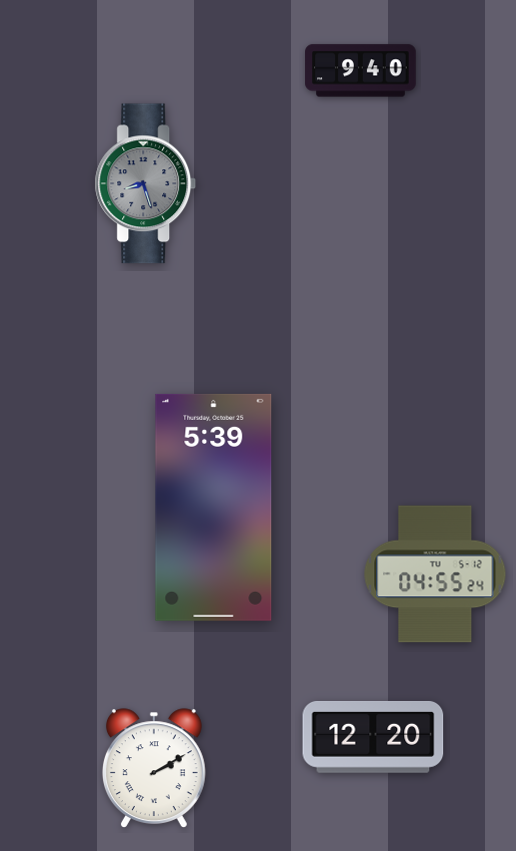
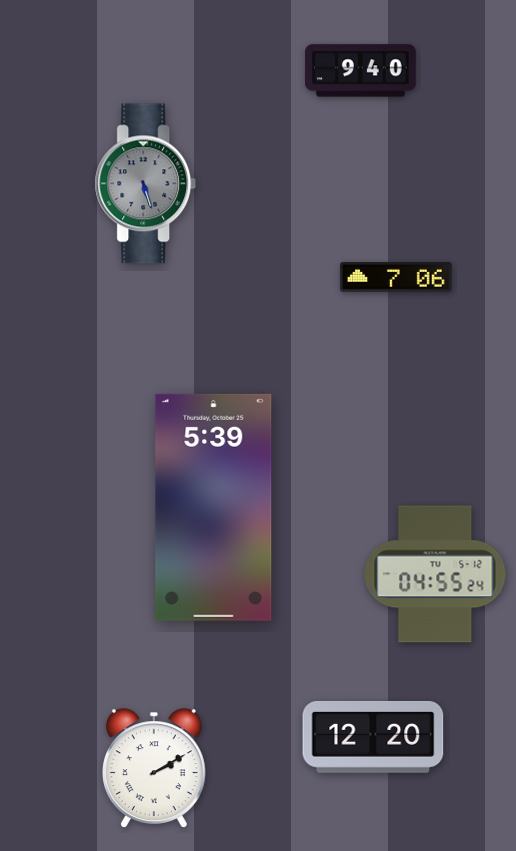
clock at (146, 184): 8:27 -> 5:27
clock at (396, 278): none -> 7:06
